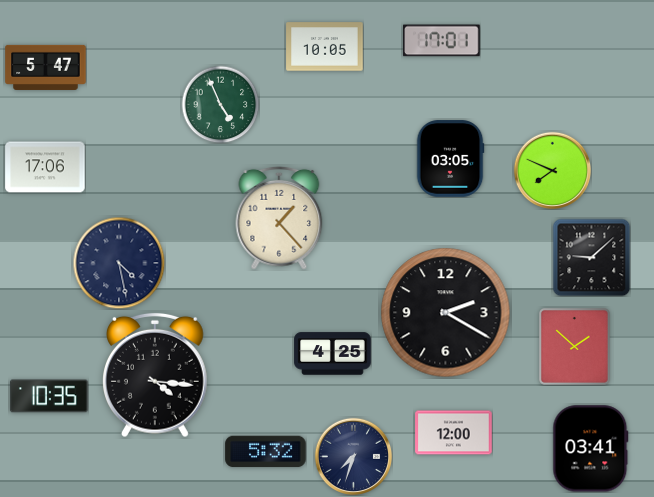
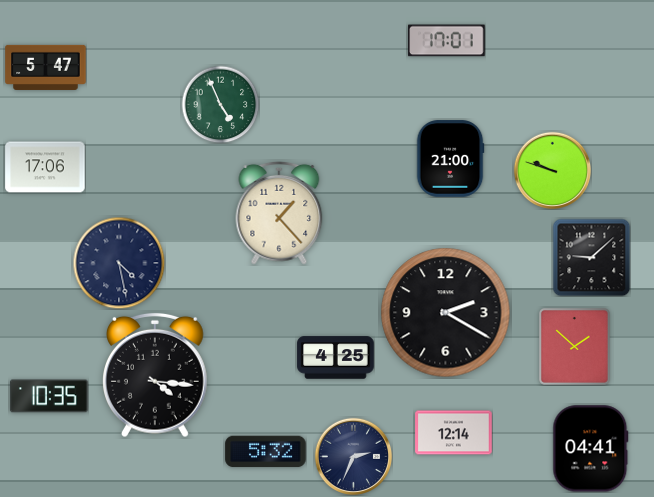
clock at (442, 41) position: (442, 41) -> (447, 41)
clock at (325, 47): 10:05 -> none
clock at (450, 159): 03:05 -> 21:00
clock at (552, 170): 7:49 -> 9:48
clock at (279, 218) position: (279, 218) -> (279, 213)
clock at (333, 354) position: (333, 354) -> (336, 358)
clock at (454, 433): 12:00 -> 12:14
clock at (591, 449): 03:41 -> 04:41
clock at (353, 456): 7:33 -> 2:34
